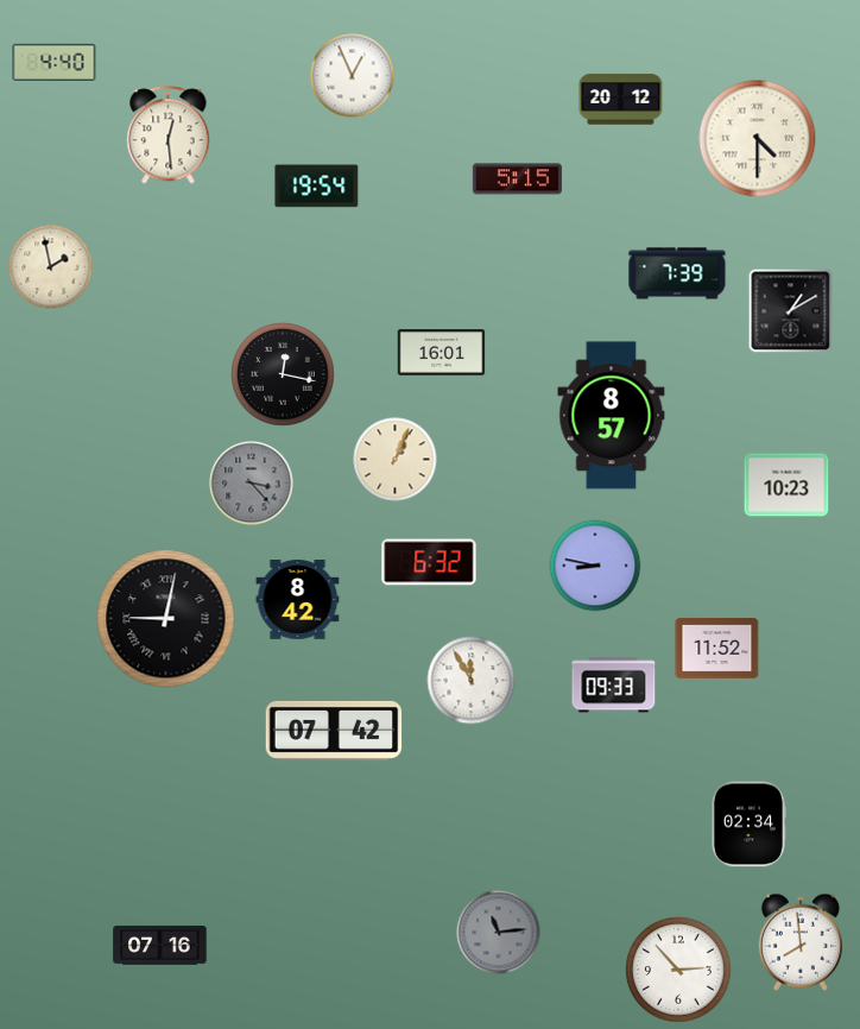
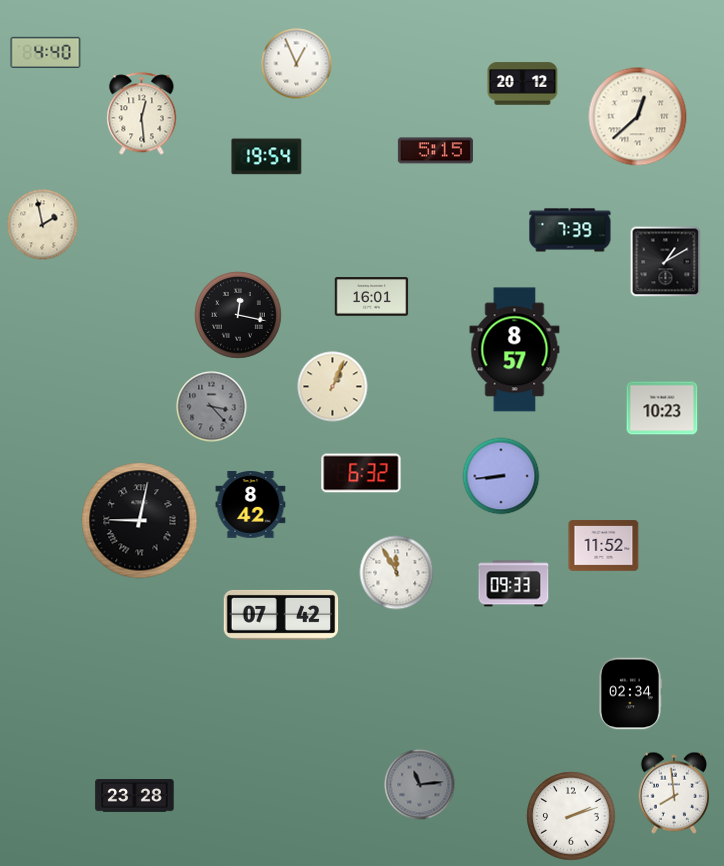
clock at (758, 139): 4:30 -> 12:38
clock at (595, 566): 8:47 -> 8:44
clock at (614, 686) position: (614, 686) -> (514, 584)
clock at (160, 946): 07:16 -> 23:28
clock at (678, 970): 2:53 -> 2:12
